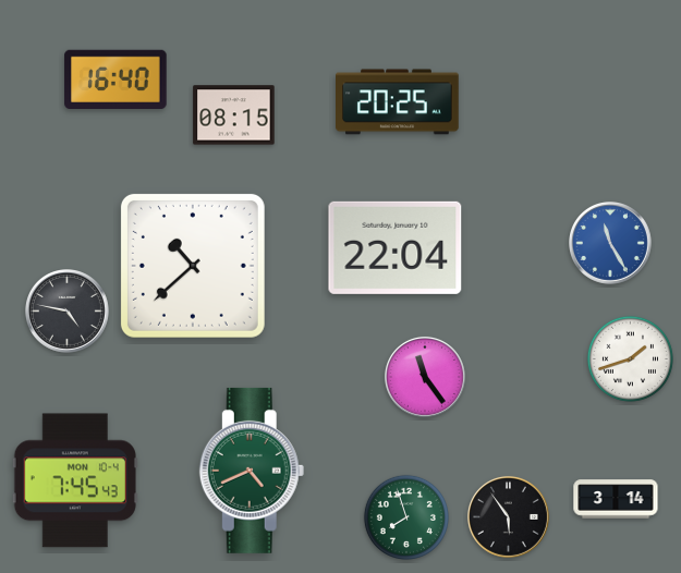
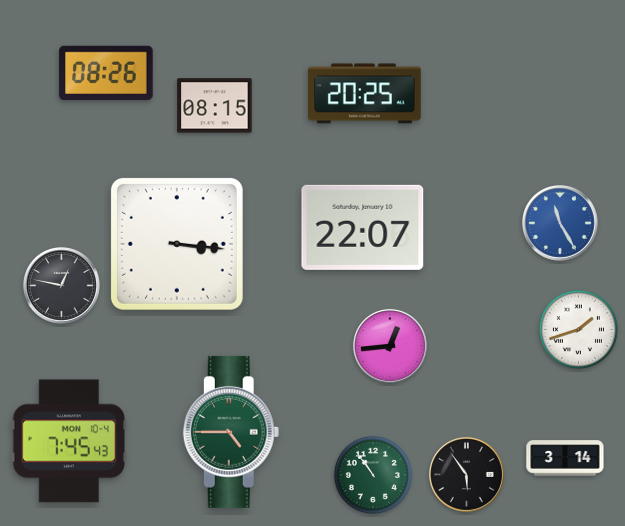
clock at (115, 78): 16:40 -> 08:26
clock at (396, 247): 22:04 -> 22:07
clock at (193, 266): 10:38 -> 3:16
clock at (68, 312): 4:47 -> 12:47
clock at (425, 377): 11:24 -> 12:44
clock at (252, 471): 4:41 -> 4:45
clock at (406, 517): 7:57 -> 10:54
